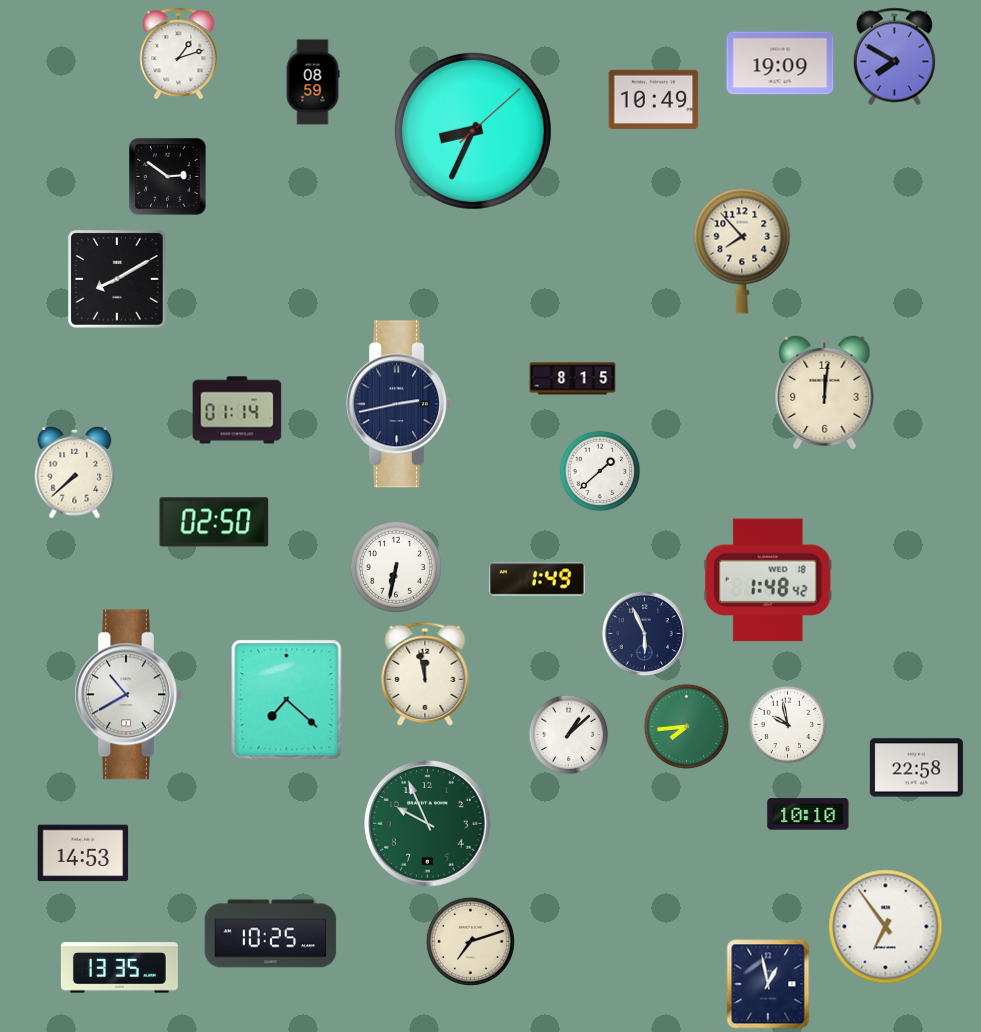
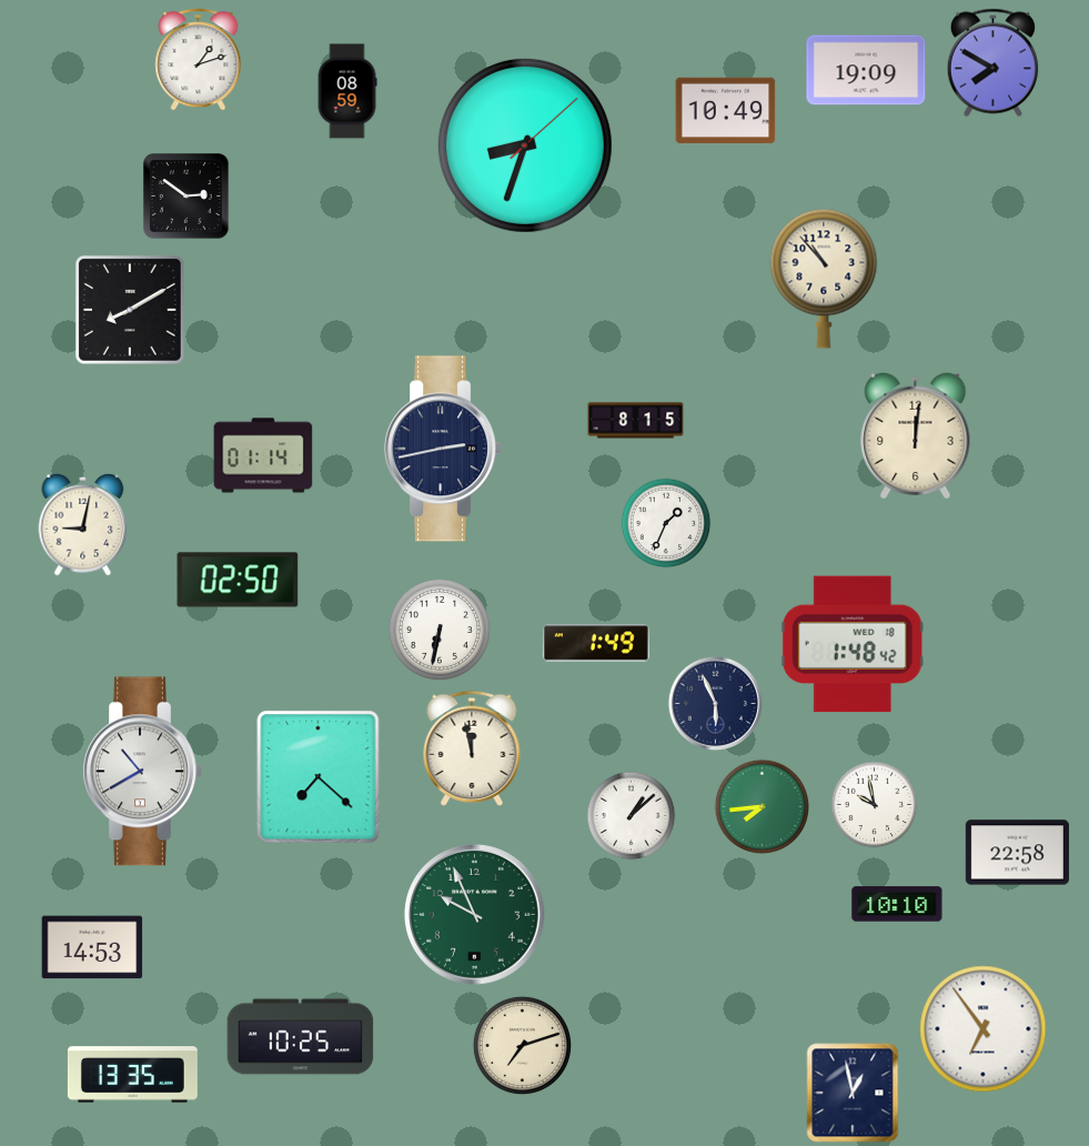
clock at (473, 131): 8:34 -> 8:33
clock at (742, 251): 7:53 -> 10:53
clock at (600, 471): 1:38 -> 1:34
clock at (75, 472): 7:38 -> 9:02
